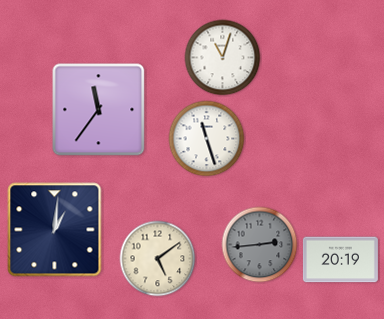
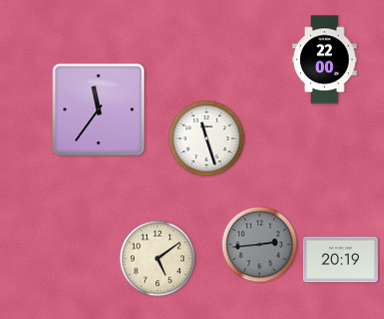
clock at (223, 58): 11:03 -> none
clock at (325, 60): none -> 22:00
clock at (55, 230): 1:01 -> none
